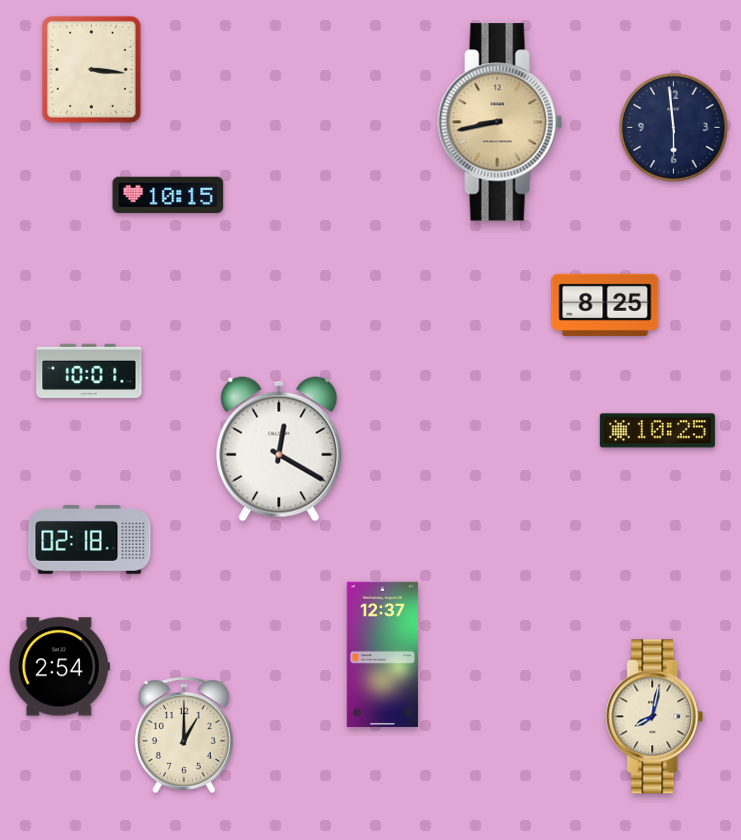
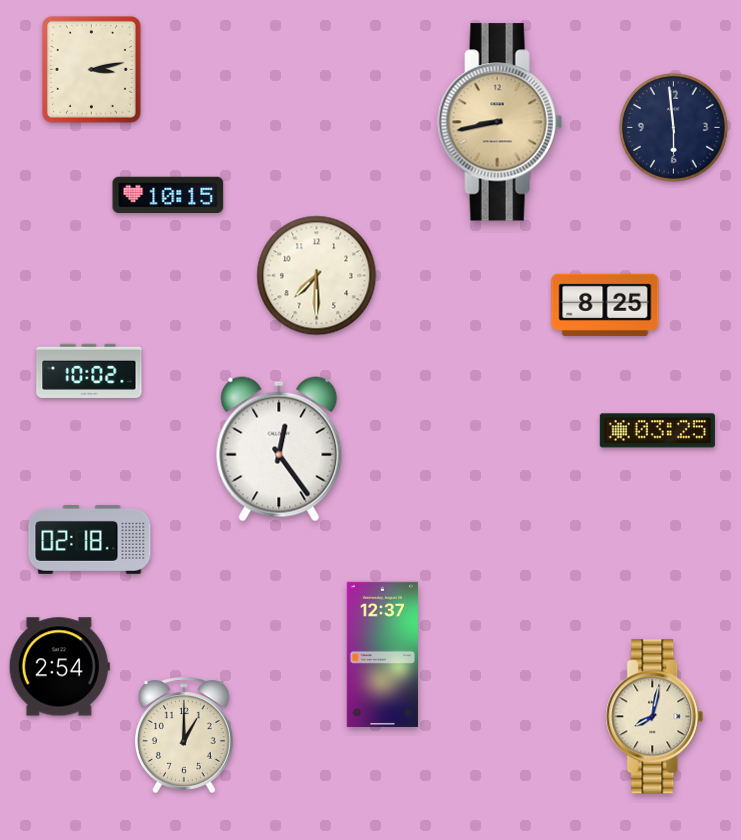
clock at (91, 69): 3:16 -> 3:13
clock at (317, 276): none -> 7:30
clock at (89, 371): 10:01 -> 10:02
clock at (657, 431): 10:25 -> 03:25
clock at (279, 449): 12:20 -> 12:24
